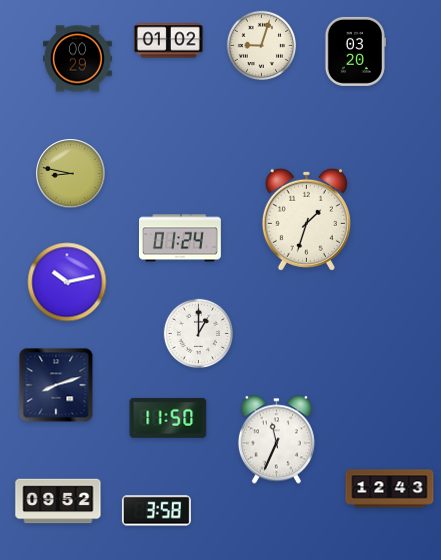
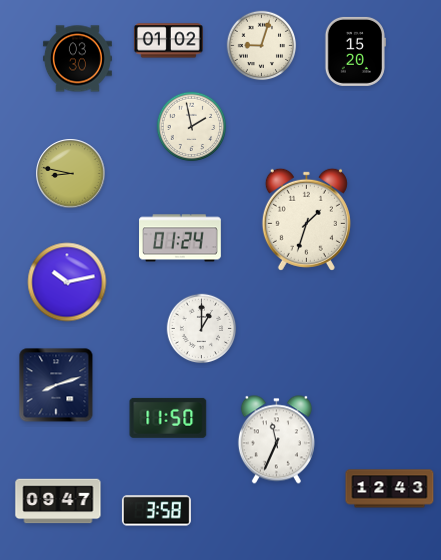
clock at (355, 51): 03:20 -> 15:20
clock at (77, 59): 00:29 -> 03:30
clock at (192, 127): none -> 1:58
clock at (199, 334) position: (199, 334) -> (202, 329)
clock at (58, 501): 09:52 -> 09:47
